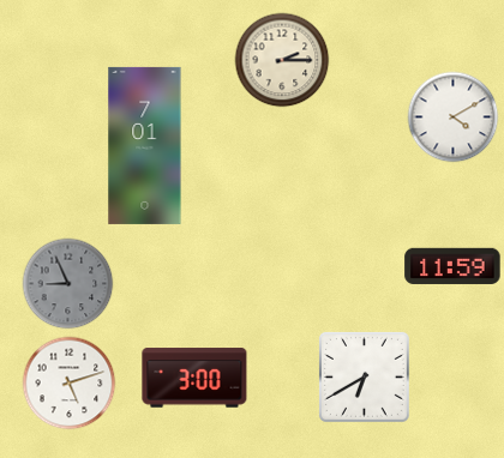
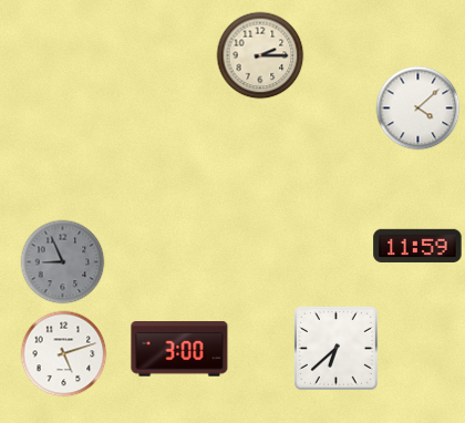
clock at (454, 117): 4:10 -> 4:08
clock at (145, 145): 7:01 -> none
clock at (364, 376): 6:40 -> 6:38
